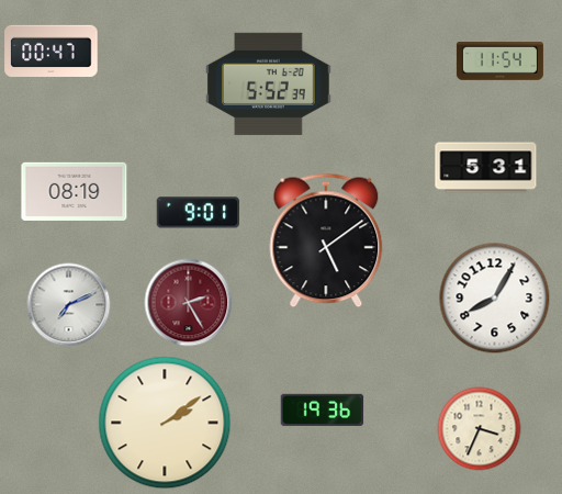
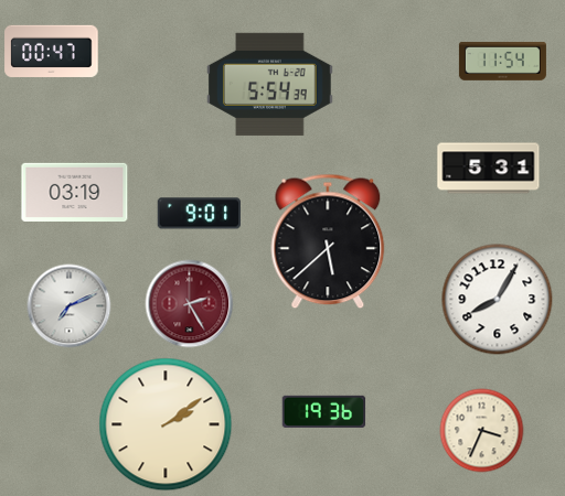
clock at (269, 83): 5:52 -> 5:54
clock at (75, 191): 08:19 -> 03:19
clock at (326, 240): 5:09 -> 5:38
